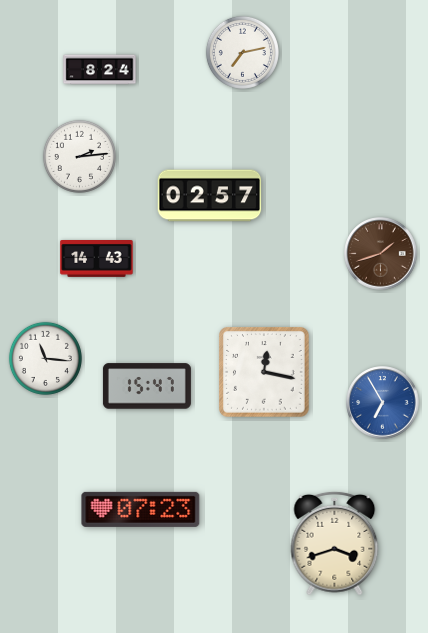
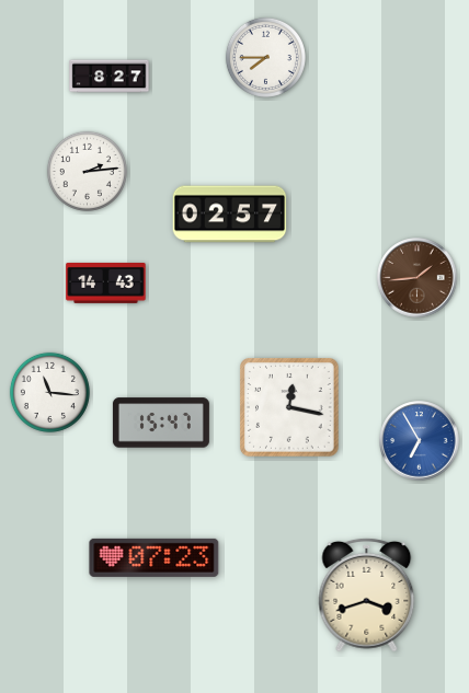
clock at (242, 52): 7:13 -> 7:45
clock at (100, 70): 8:24 -> 8:27
clock at (381, 254): 1:42 -> 1:44
